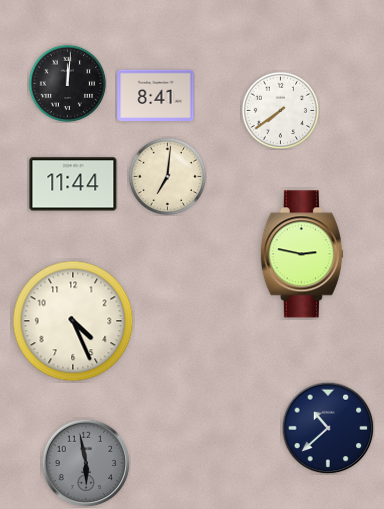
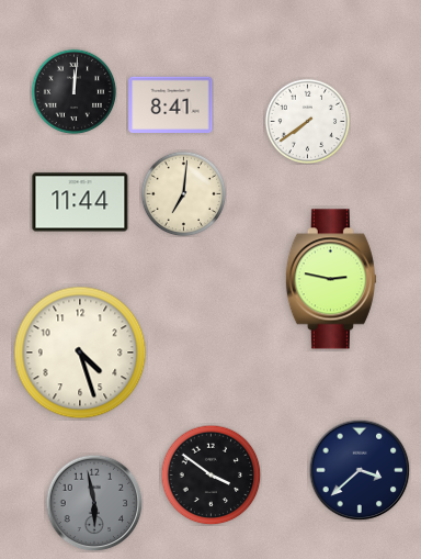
clock at (73, 321): 4:26 -> 4:27
clock at (328, 428): 10:38 -> 3:38
clock at (210, 474): none -> 3:51
clock at (86, 463) position: (86, 463) -> (94, 503)
